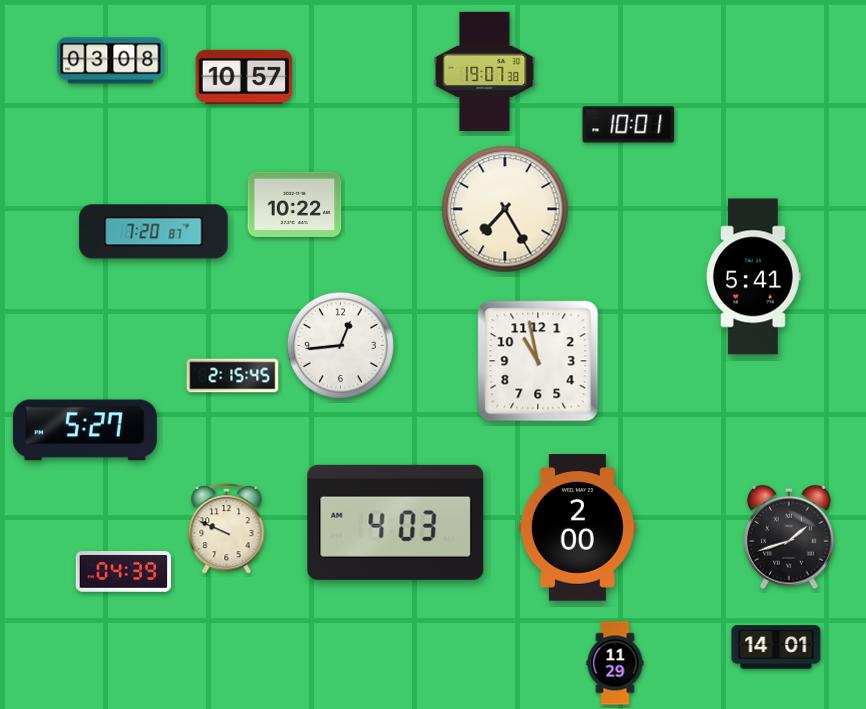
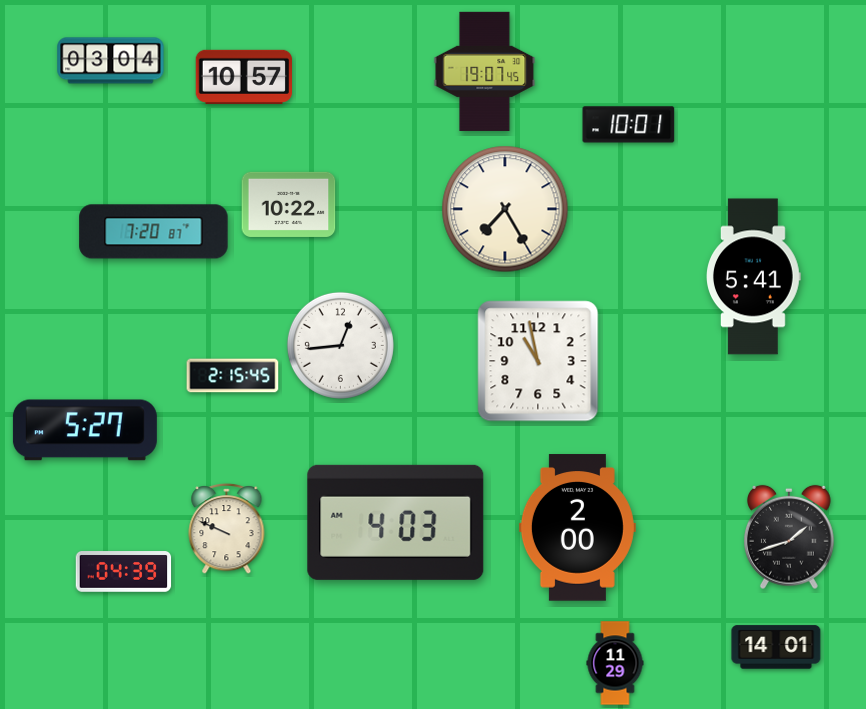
clock at (111, 61): 03:08 -> 03:04
clock at (485, 71): 19:07:38 -> 19:07:45
clock at (295, 204) position: (295, 204) -> (289, 204)
